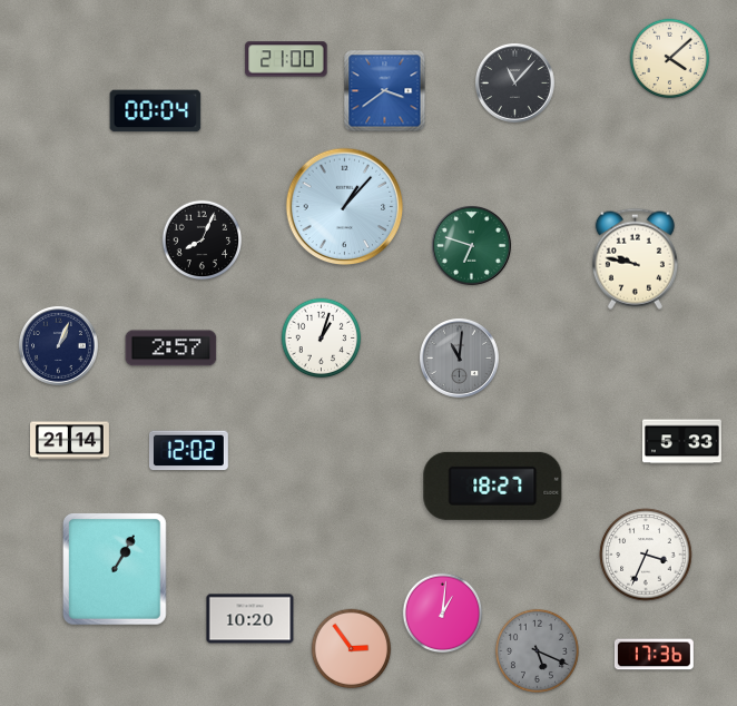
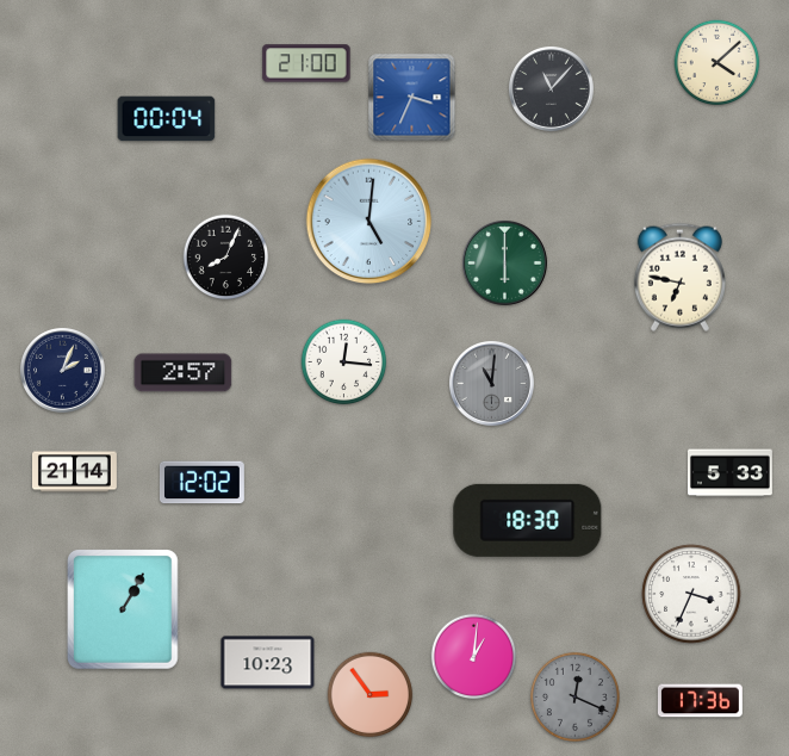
clock at (385, 91): 3:39 -> 3:34
clock at (345, 207): 1:07 -> 5:01
clock at (203, 241) position: (203, 241) -> (226, 258)
clock at (471, 245): 6:48 -> 6:00
clock at (635, 258): 9:47 -> 6:47
clock at (322, 339): 1:03 -> 12:16
clock at (58, 345): 1:04 -> 2:04
clock at (493, 486): 18:27 -> 18:30
clock at (250, 619): 10:20 -> 10:23
clock at (352, 649) position: (352, 649) -> (371, 695)
clock at (537, 650): 5:19 -> 12:19
